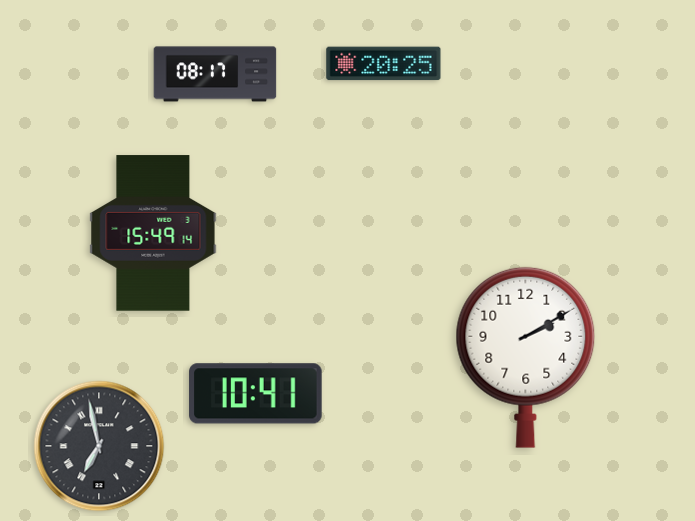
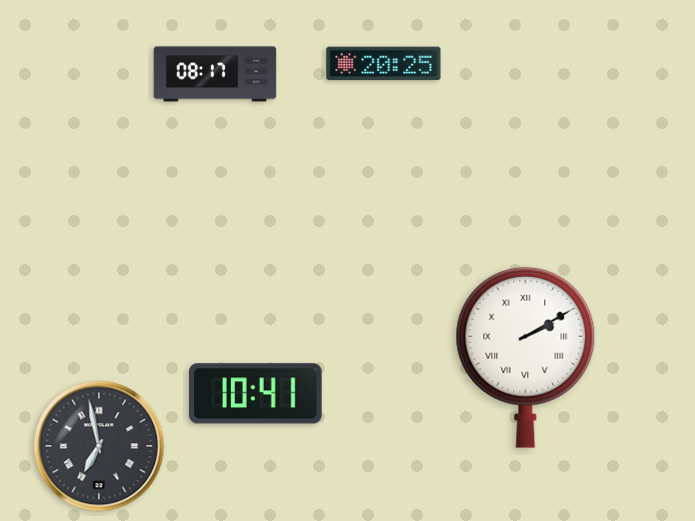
clock at (153, 233): 15:49 -> none
clock at (526, 357) numerals: Arabic -> Roman
